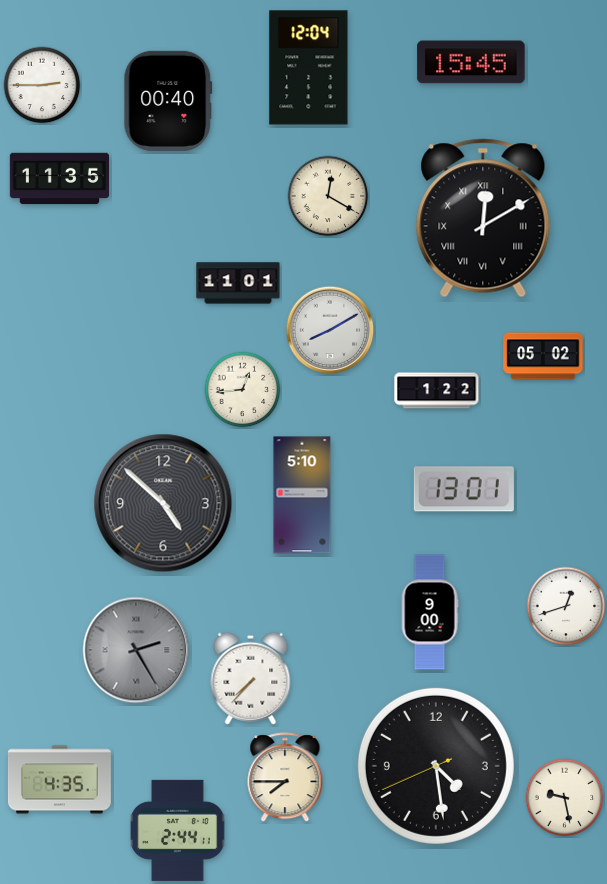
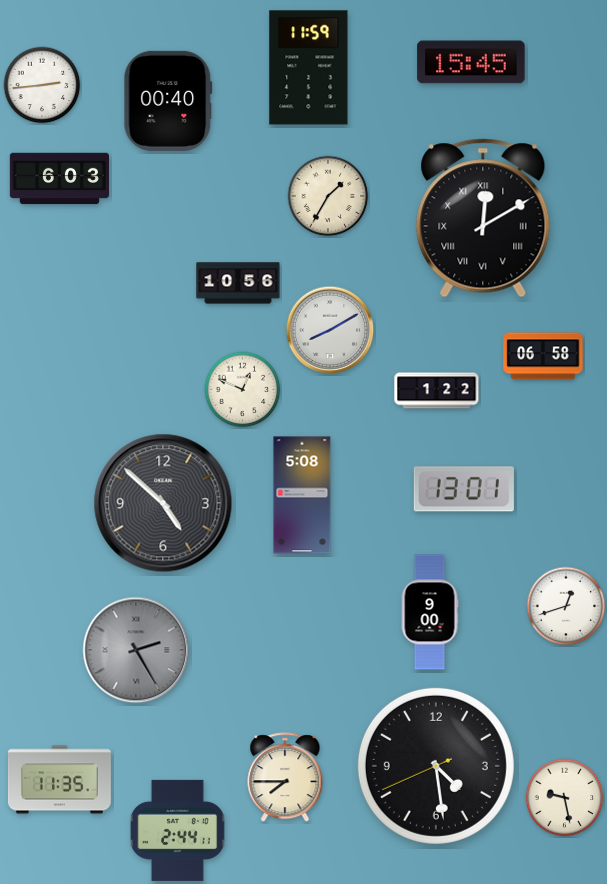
clock at (309, 68): 12:04 -> 11:59
clock at (42, 85): 2:45 -> 2:44
clock at (59, 179): 11:35 -> 6:03
clock at (328, 196): 12:20 -> 1:35
clock at (238, 283): 11:01 -> 10:56
clock at (543, 356): 05:02 -> 06:58
clock at (243, 390): 12:44 -> 12:49
clock at (302, 495): 5:10 -> 5:08
clock at (251, 678): 7:37 -> none
clock at (59, 780): 4:35 -> 11:35
